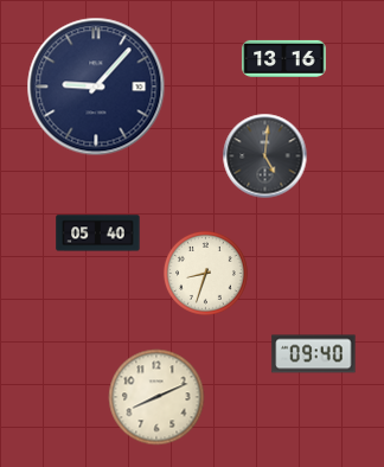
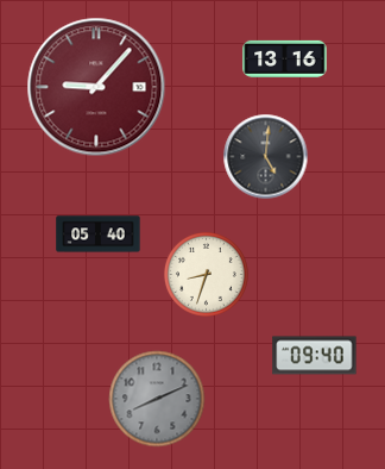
clock at (96, 87) dial: navy -> burgundy
clock at (156, 397) dial: cream -> grey
